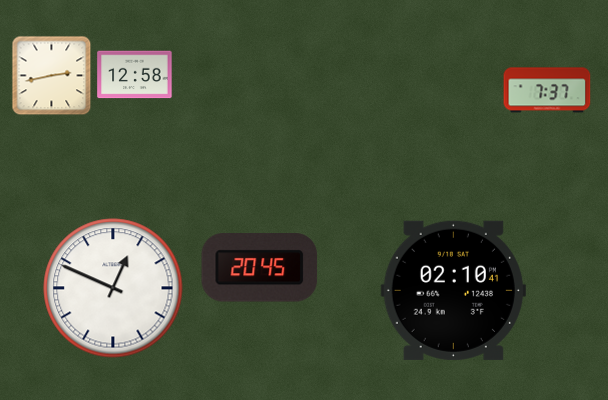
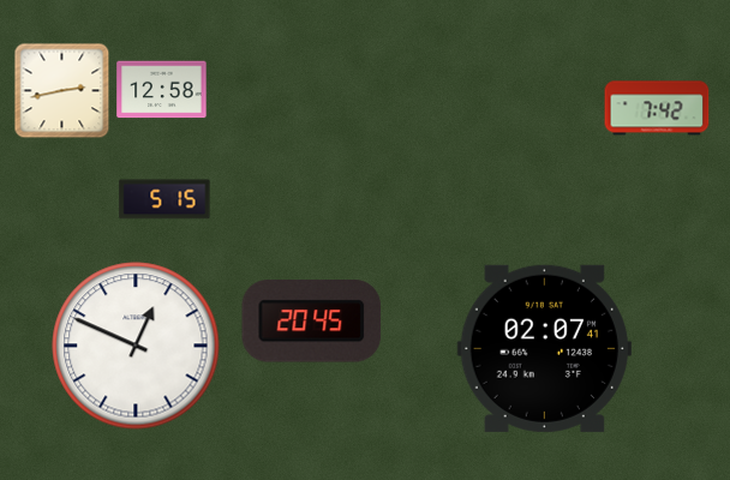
clock at (547, 90): 7:37 -> 7:42
clock at (164, 199): none -> 5:15
clock at (453, 290): 02:10 -> 02:07
